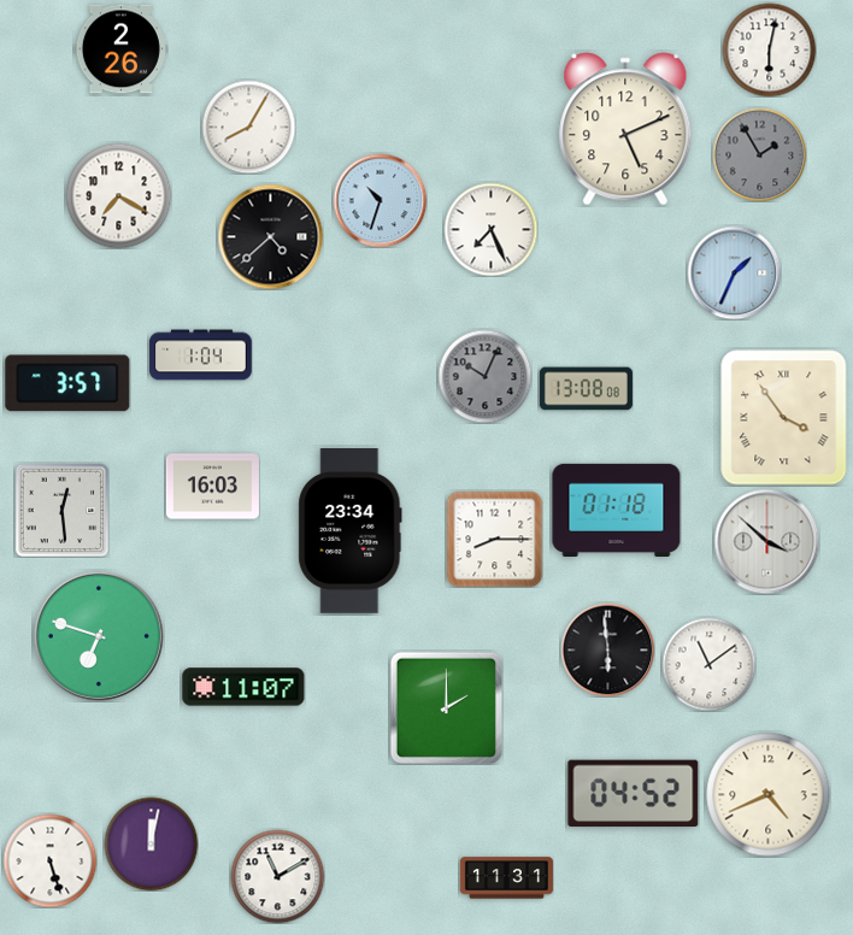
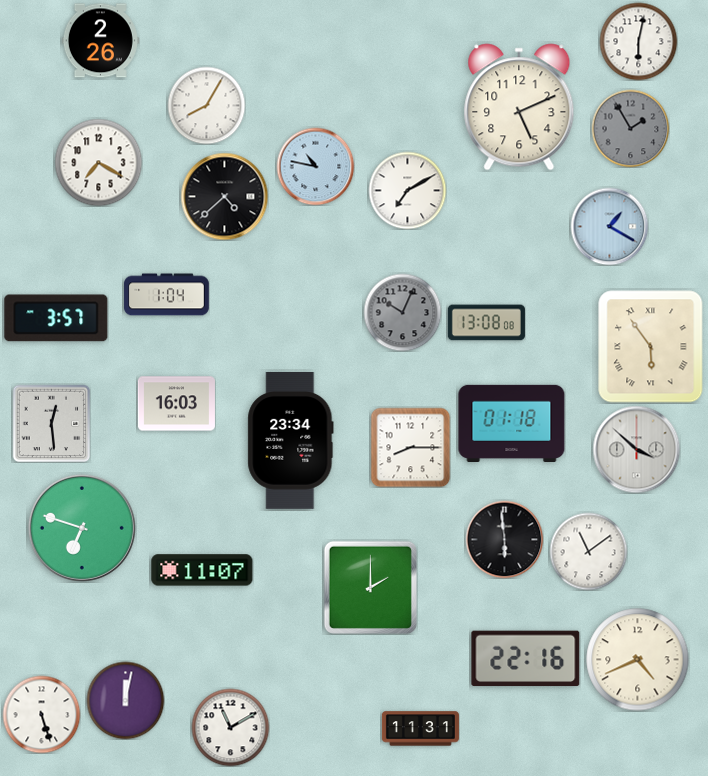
clock at (380, 200): 10:33 -> 10:47
clock at (490, 229): 7:26 -> 7:10
clock at (734, 272): 1:34 -> 1:20
clock at (784, 418): 3:54 -> 5:54
clock at (634, 794): 04:52 -> 22:16
